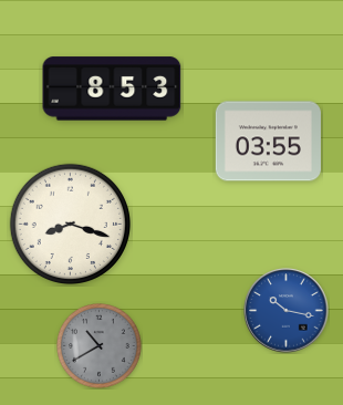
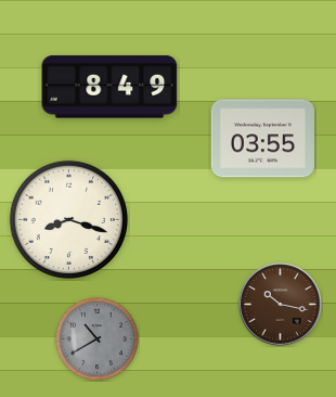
clock at (112, 89): 8:53 -> 8:49
clock at (287, 311) dial: blue -> brown
